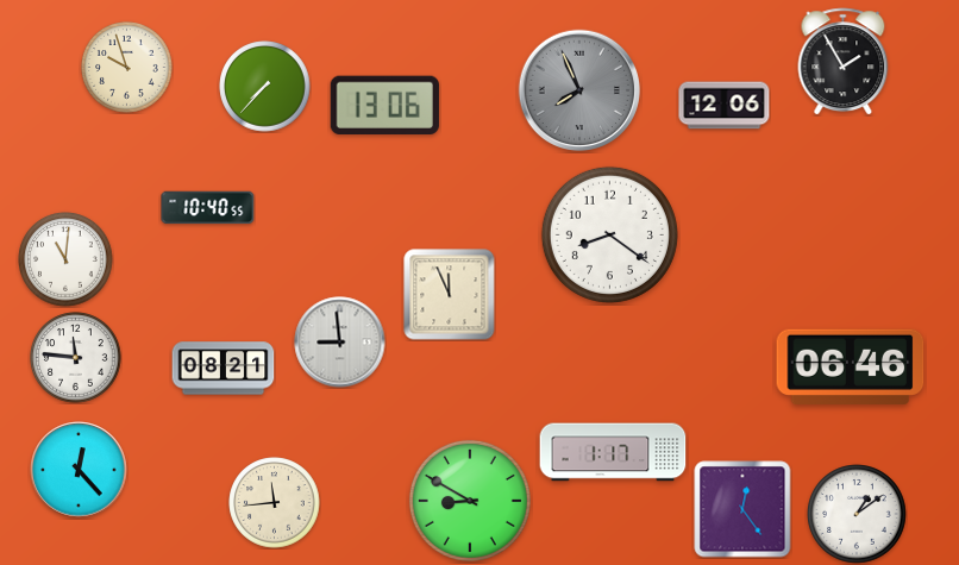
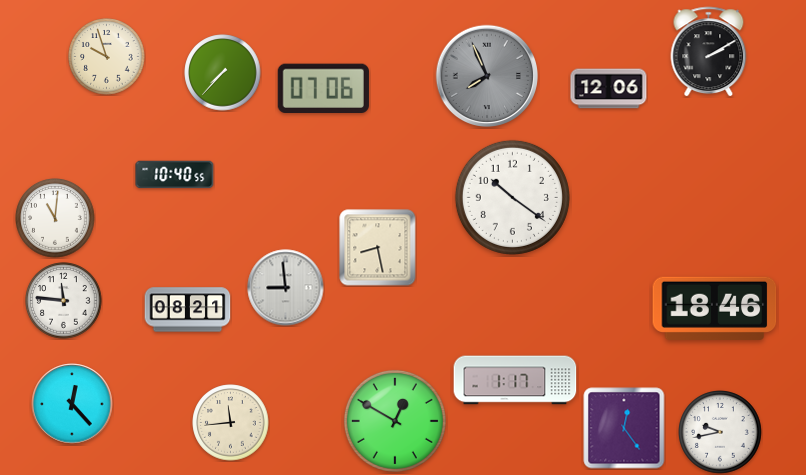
clock at (844, 62): 1:55 -> 2:10
clock at (384, 105): 13:06 -> 07:06
clock at (609, 234): 8:21 -> 10:21
clock at (450, 295): 11:56 -> 8:28
clock at (851, 366): 06:46 -> 18:46
clock at (79, 470) position: (79, 470) -> (72, 404)
clock at (470, 501): 8:50 -> 12:50
clock at (857, 514): 1:09 -> 9:43
